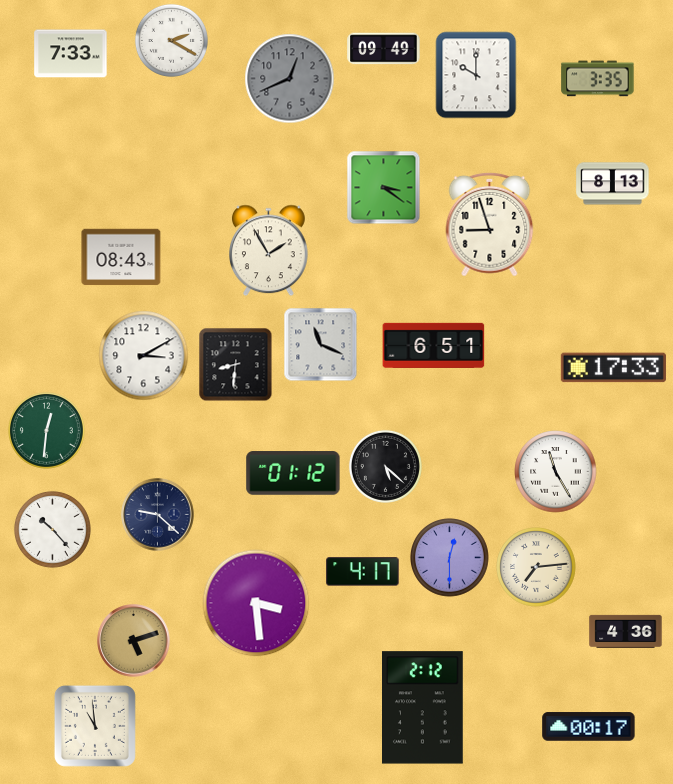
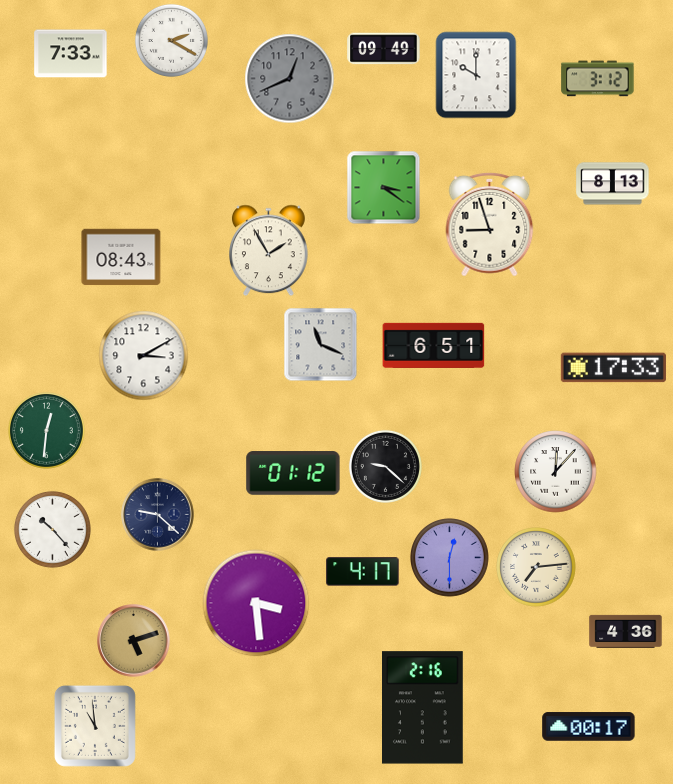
clock at (598, 79): 3:35 -> 3:12
clock at (236, 365): 8:31 -> none
clock at (385, 466): 5:22 -> 9:22
clock at (556, 472): 11:25 -> 12:07
clock at (423, 708): 2:12 -> 2:16
